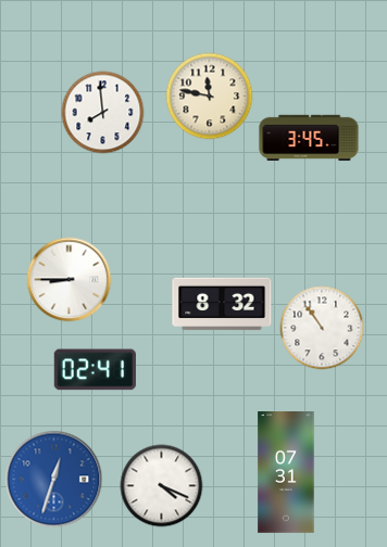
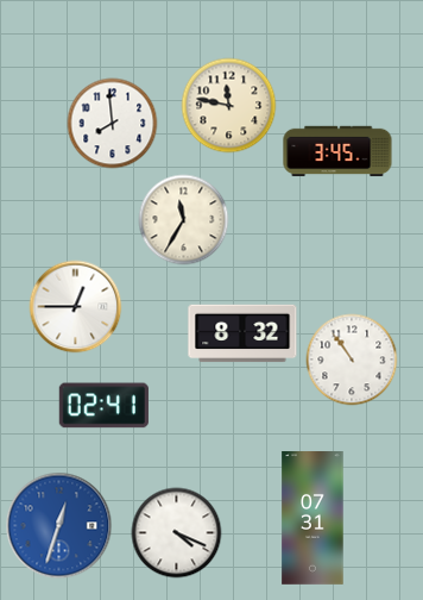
clock at (184, 220): none -> 11:35
clock at (70, 280): 8:45 -> 12:45
